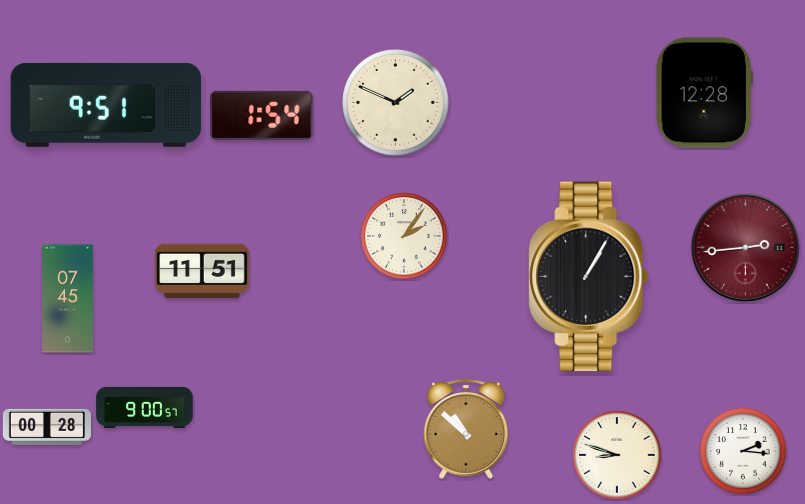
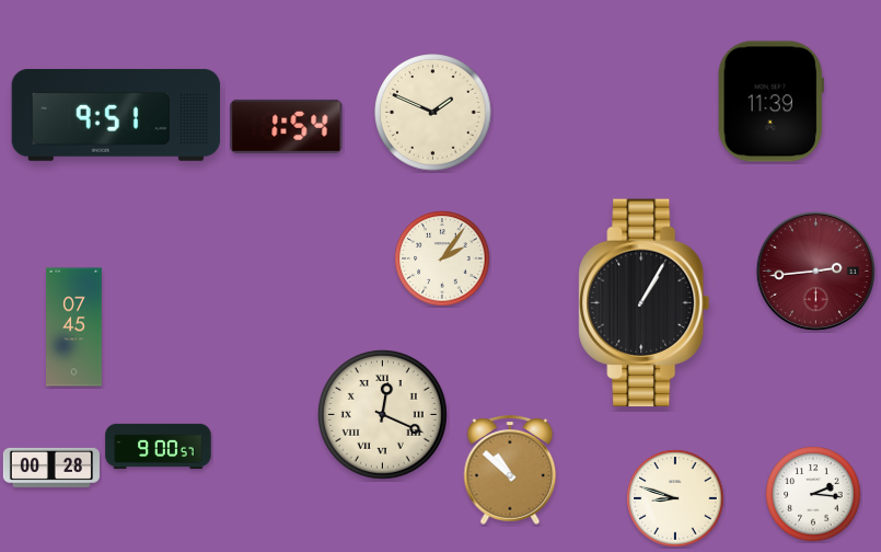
clock at (704, 93): 12:28 -> 11:39
clock at (202, 271): 11:51 -> none
clock at (383, 415): none -> 12:19
